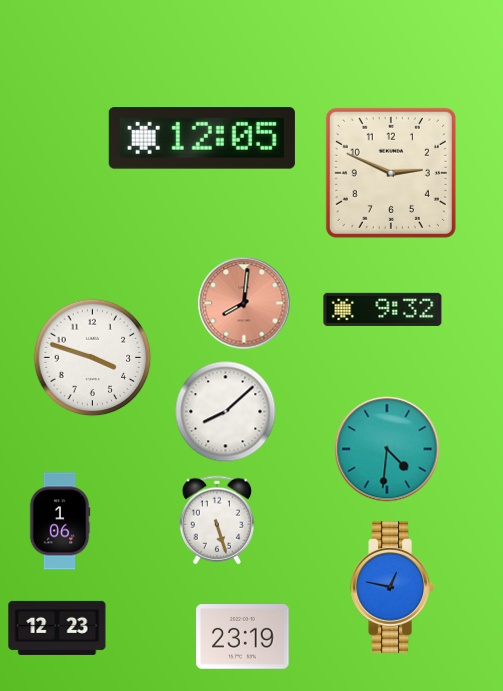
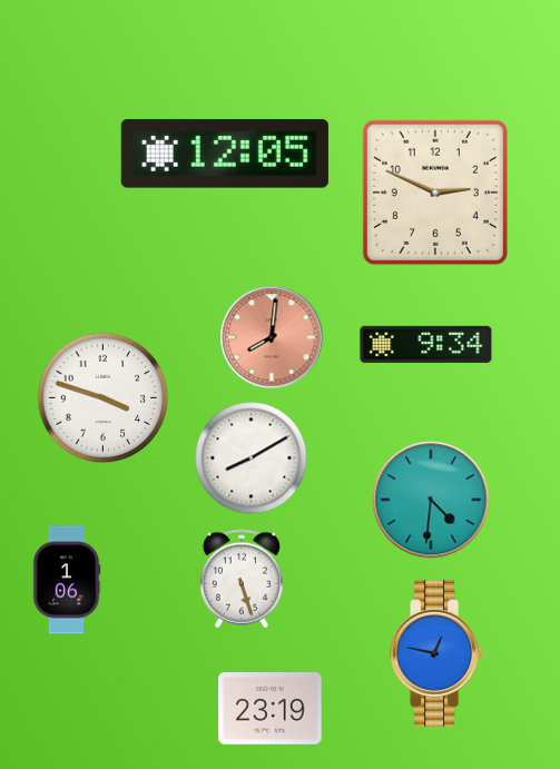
clock at (383, 309): 9:32 -> 9:34
clock at (226, 412): 8:08 -> 8:10
clock at (57, 628): 12:23 -> none
